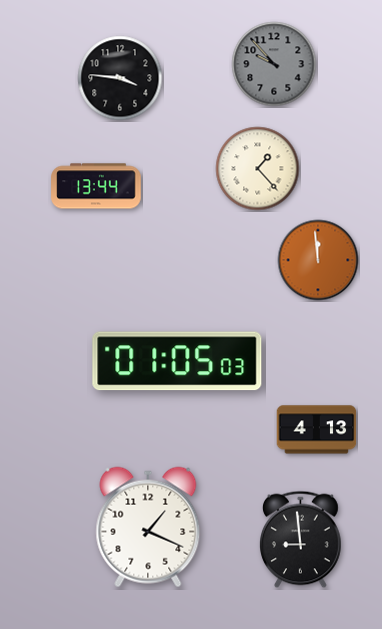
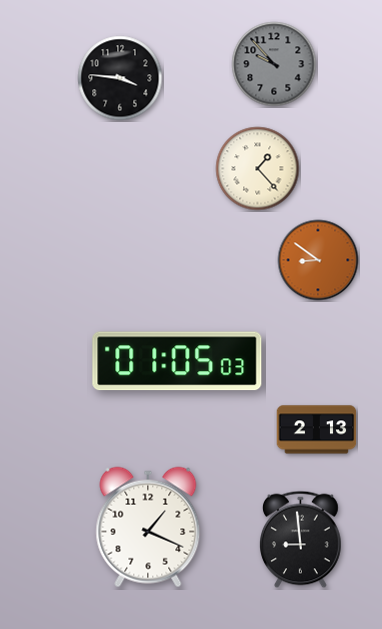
clock at (96, 186): 13:44 -> none
clock at (318, 260): 11:59 -> 8:51
clock at (317, 430): 4:13 -> 2:13
